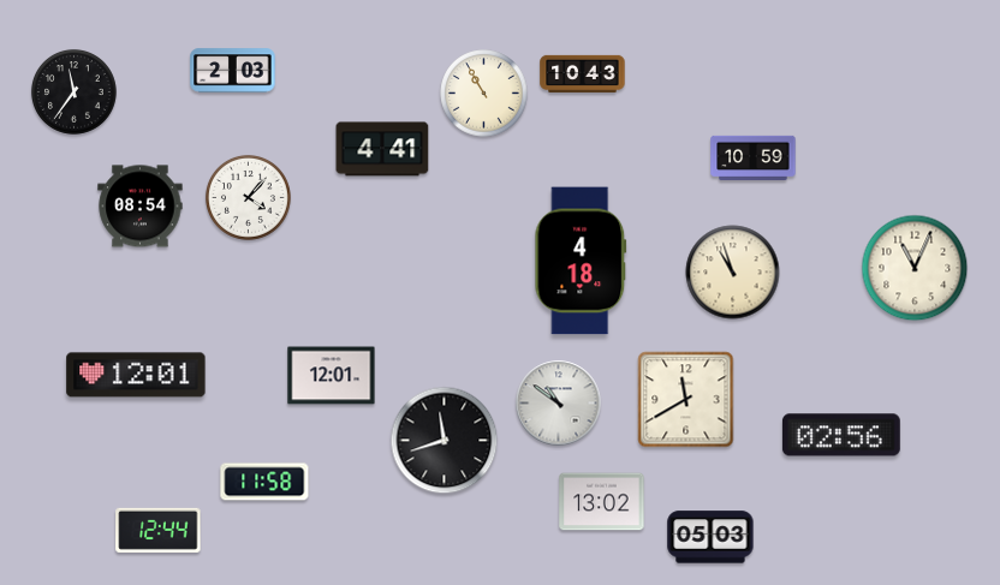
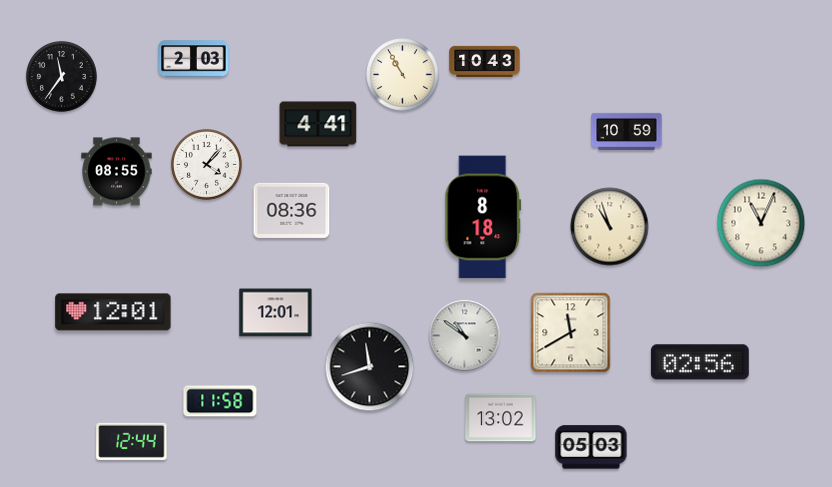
clock at (484, 94) position: (484, 94) -> (403, 75)
clock at (141, 207): 08:54 -> 08:55
clock at (292, 210): none -> 08:36
clock at (581, 261): 4:18 -> 8:18
